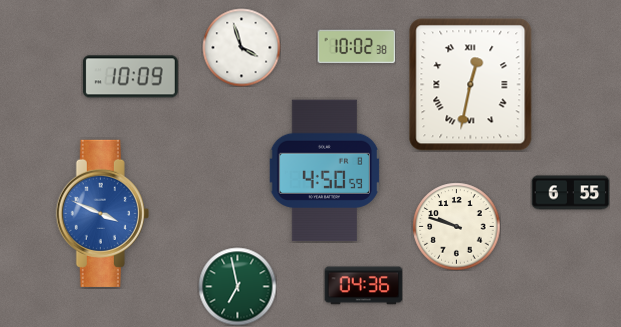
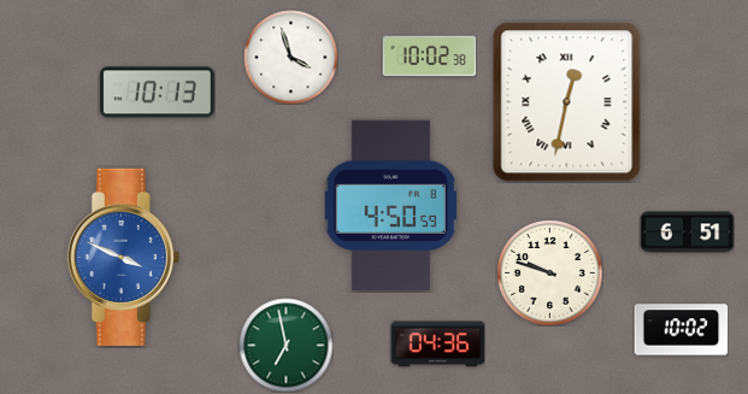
clock at (130, 77): 10:09 -> 10:13
clock at (570, 193): 6:55 -> 6:51
clock at (681, 330): none -> 10:02
